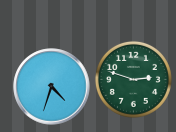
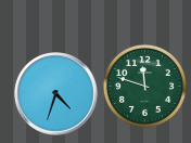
clock at (133, 79): 2:48 -> 11:48
